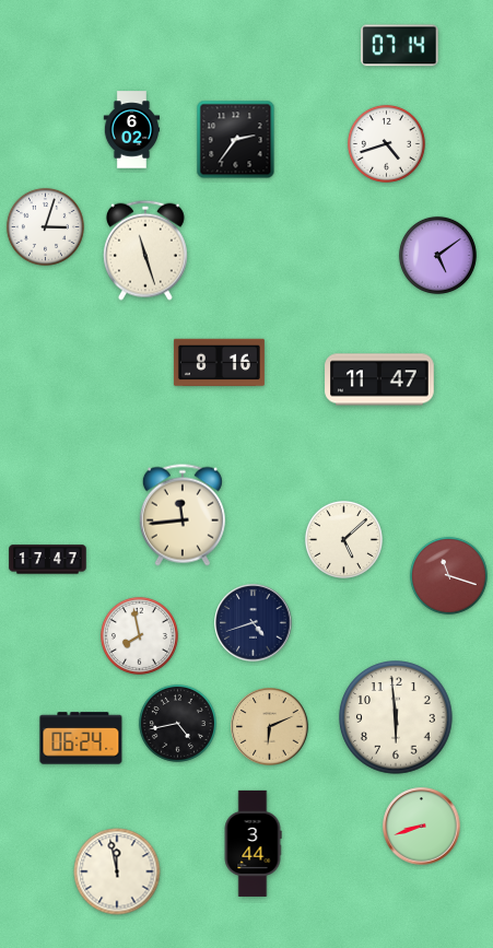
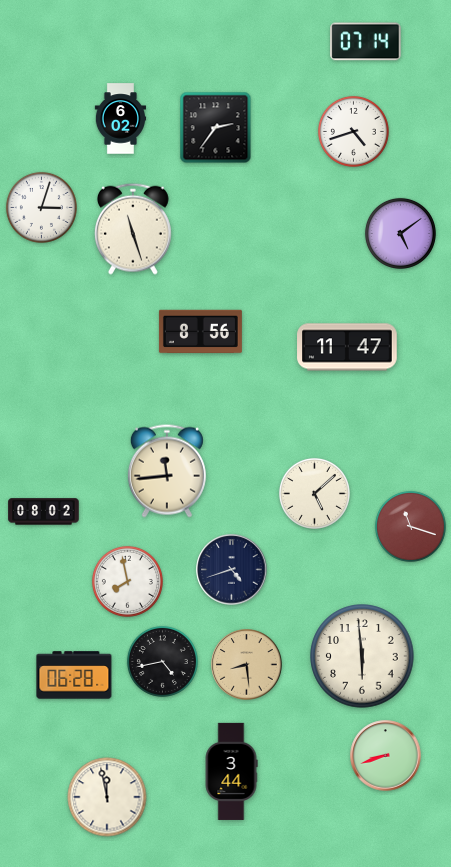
clock at (219, 363): 8:16 -> 8:56
clock at (48, 560): 17:47 -> 08:02
clock at (270, 727): 6:11 -> 8:29
clock at (81, 738): 06:24 -> 06:28
